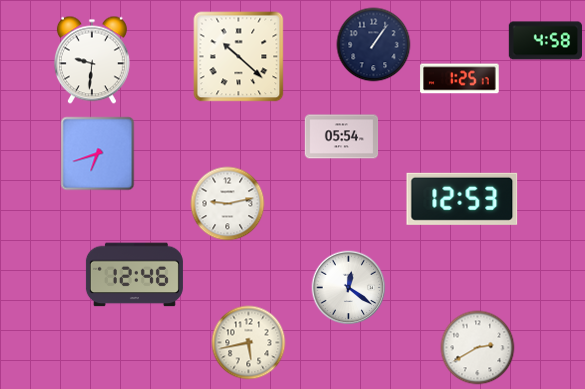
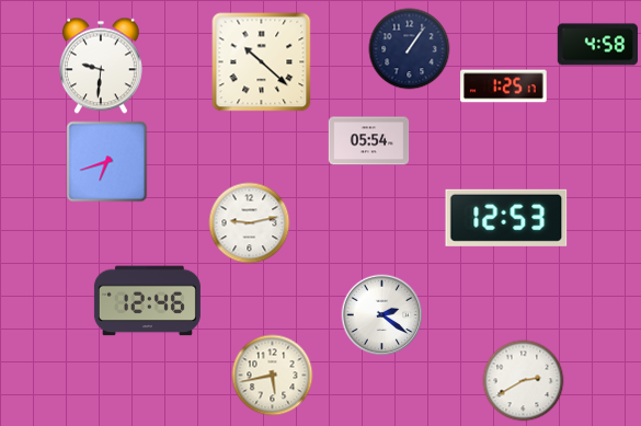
clock at (342, 137) position: (342, 137) -> (369, 141)
clock at (98, 154) position: (98, 154) -> (107, 162)
clock at (349, 288): 12:21 -> 2:21
